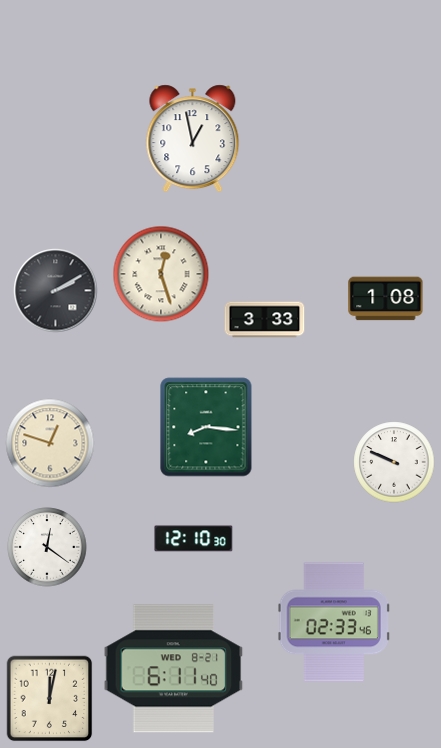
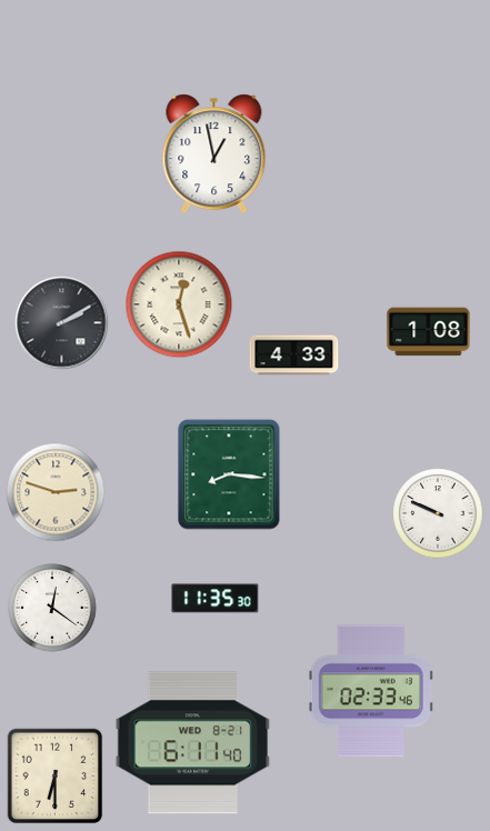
clock at (265, 320): 3:33 -> 4:33
clock at (50, 443): 12:48 -> 2:48
clock at (194, 539): 12:10 -> 11:35
clock at (50, 699): 12:02 -> 6:30
